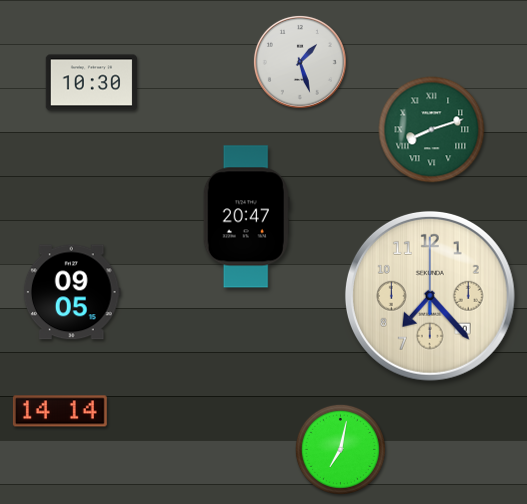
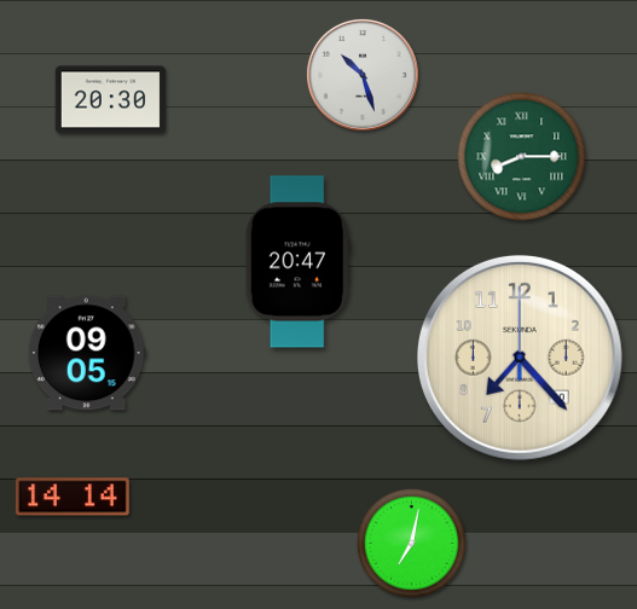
clock at (300, 62): 1:27 -> 10:27
clock at (92, 83): 10:30 -> 20:30
clock at (432, 130): 8:12 -> 8:15
